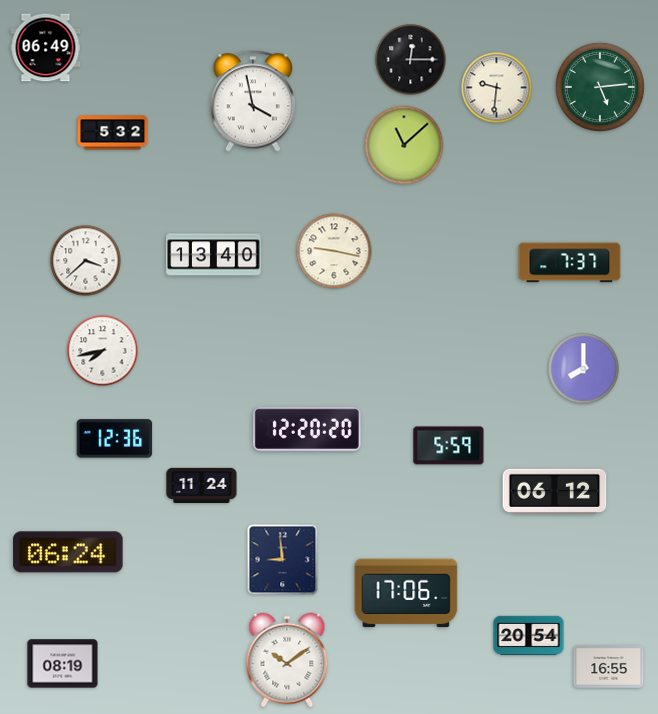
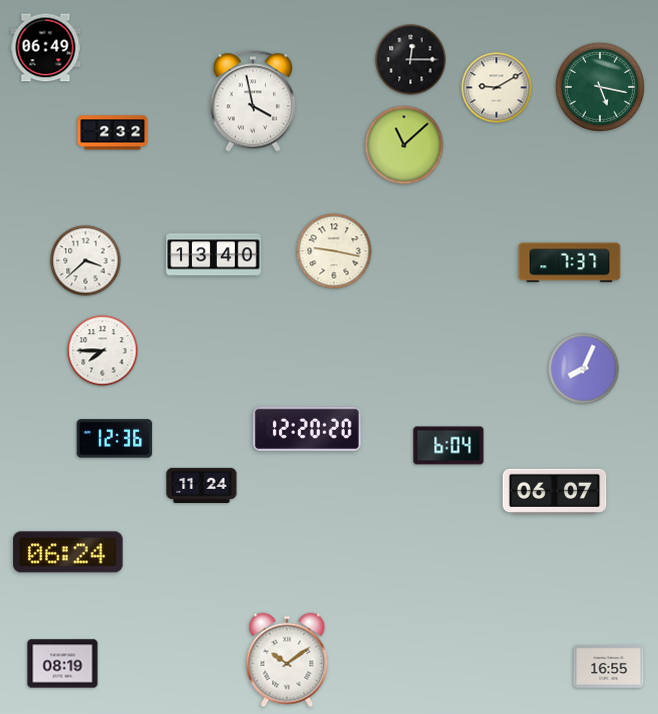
clock at (600, 87): 5:14 -> 5:17
clock at (497, 88): 9:31 -> 9:10
clock at (113, 133): 5:32 -> 2:32
clock at (103, 351): 7:43 -> 7:45
clock at (584, 369): 8:00 -> 8:04
clock at (449, 446): 5:59 -> 6:04
clock at (555, 491): 06:12 -> 06:07
clock at (283, 560): 8:59 -> none
clock at (406, 593): 17:06 -> none
clock at (529, 636): 20:54 -> none
